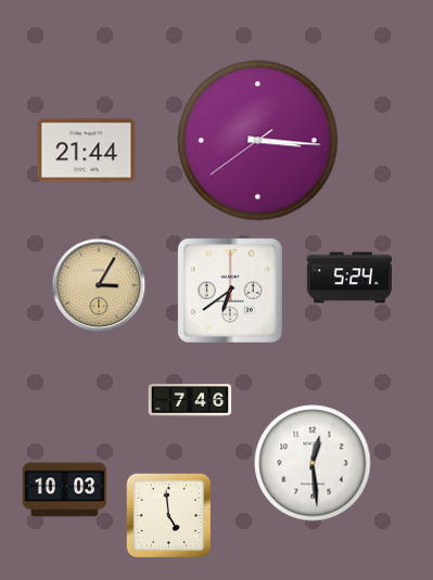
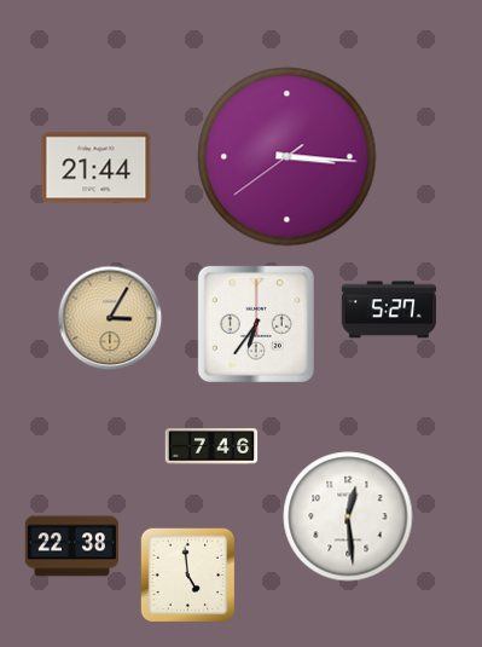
clock at (349, 278): 5:24 -> 5:27
clock at (230, 291): 6:39 -> 6:36
clock at (65, 490): 10:03 -> 22:38
